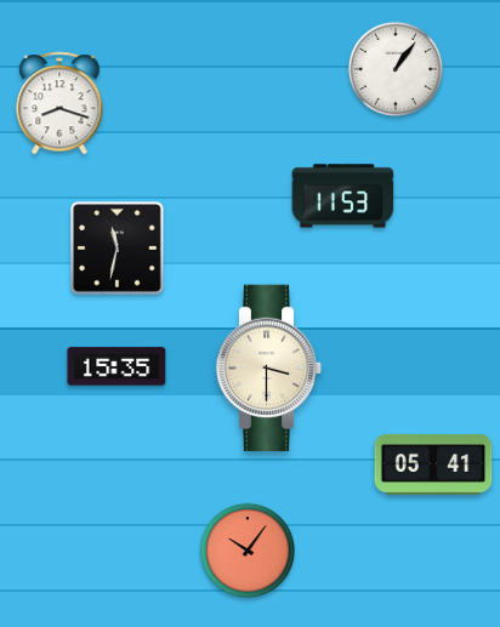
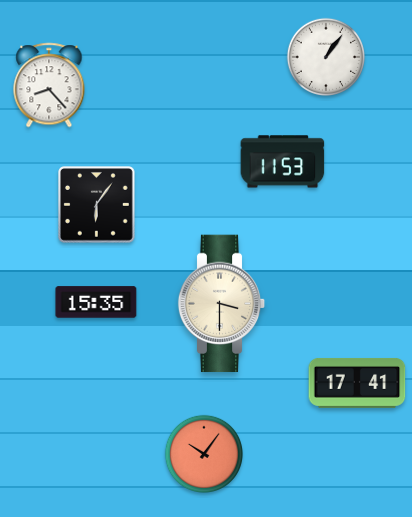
clock at (59, 103): 8:18 -> 8:23
clock at (118, 249): 11:32 -> 6:06
clock at (433, 464): 05:41 -> 17:41
